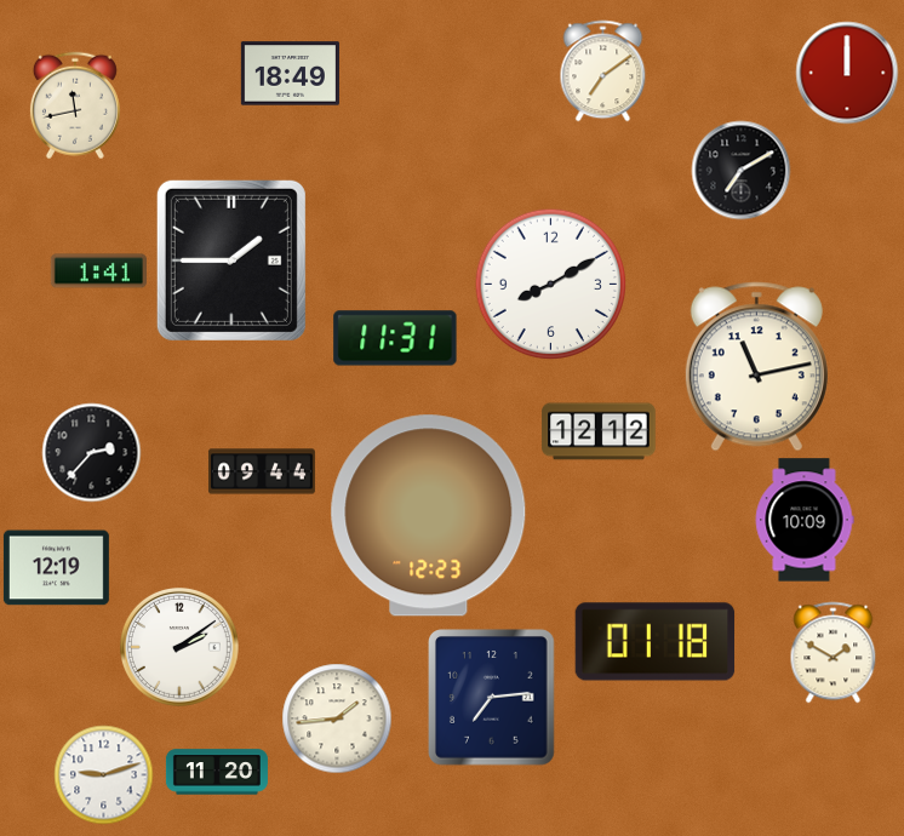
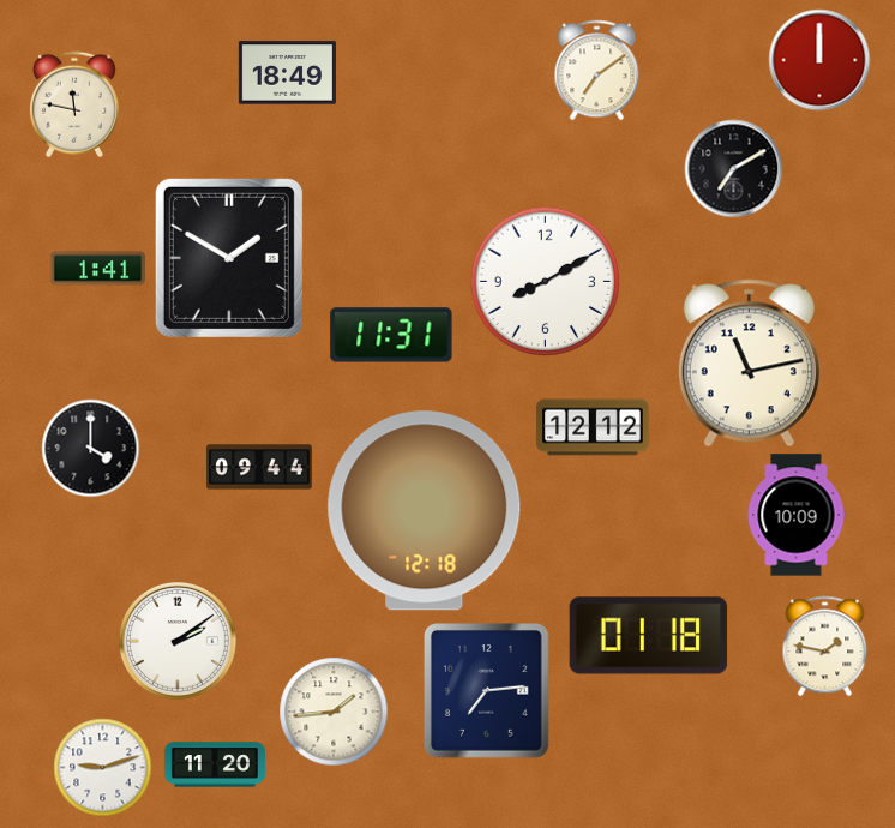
clock at (847, 73) position: (847, 73) -> (819, 60)
clock at (75, 105): 11:43 -> 11:47
clock at (231, 260): 1:45 -> 1:50
clock at (91, 452): 2:37 -> 4:00
clock at (429, 516): 12:23 -> 12:18
clock at (56, 568): 12:19 -> none
clock at (834, 652): 1:50 -> 1:47
